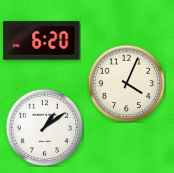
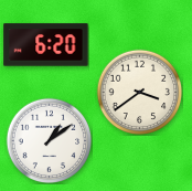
clock at (126, 83): 4:04 -> 3:39
